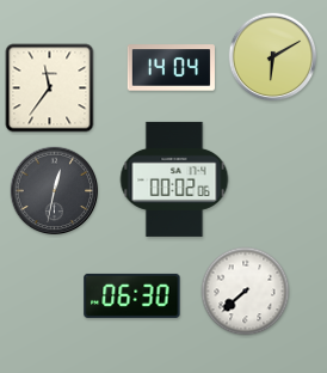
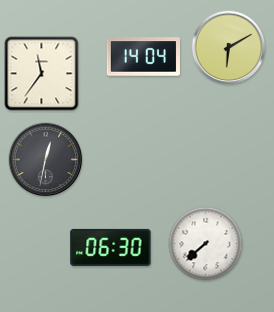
clock at (174, 179): 00:02 -> none
